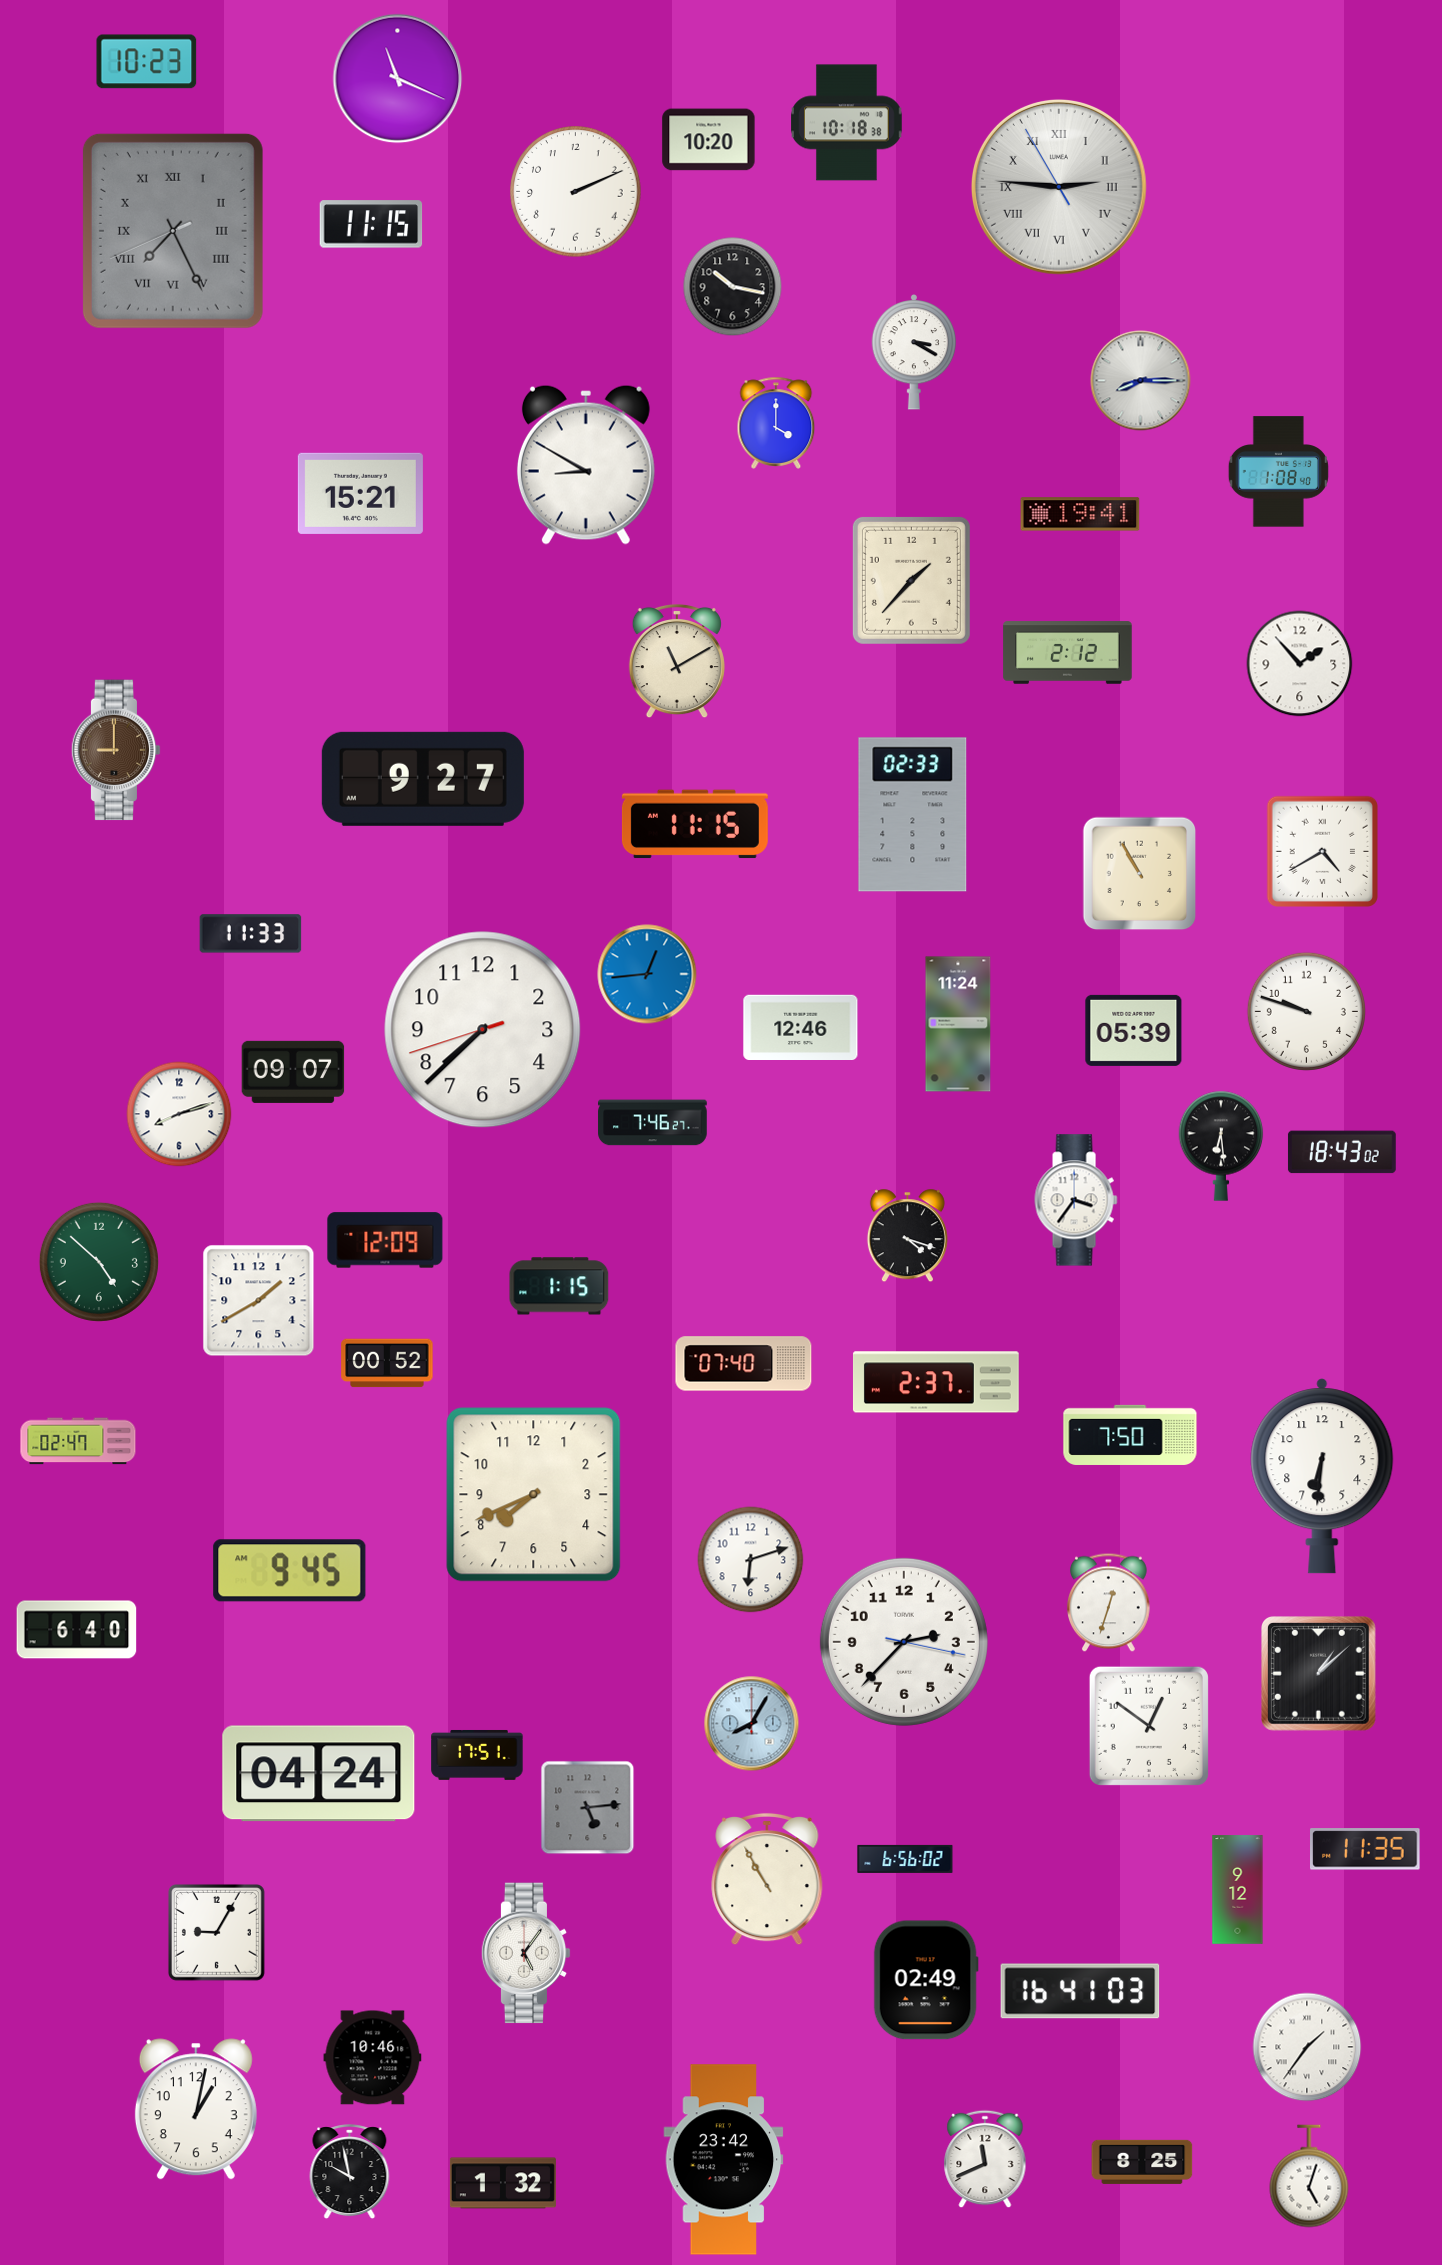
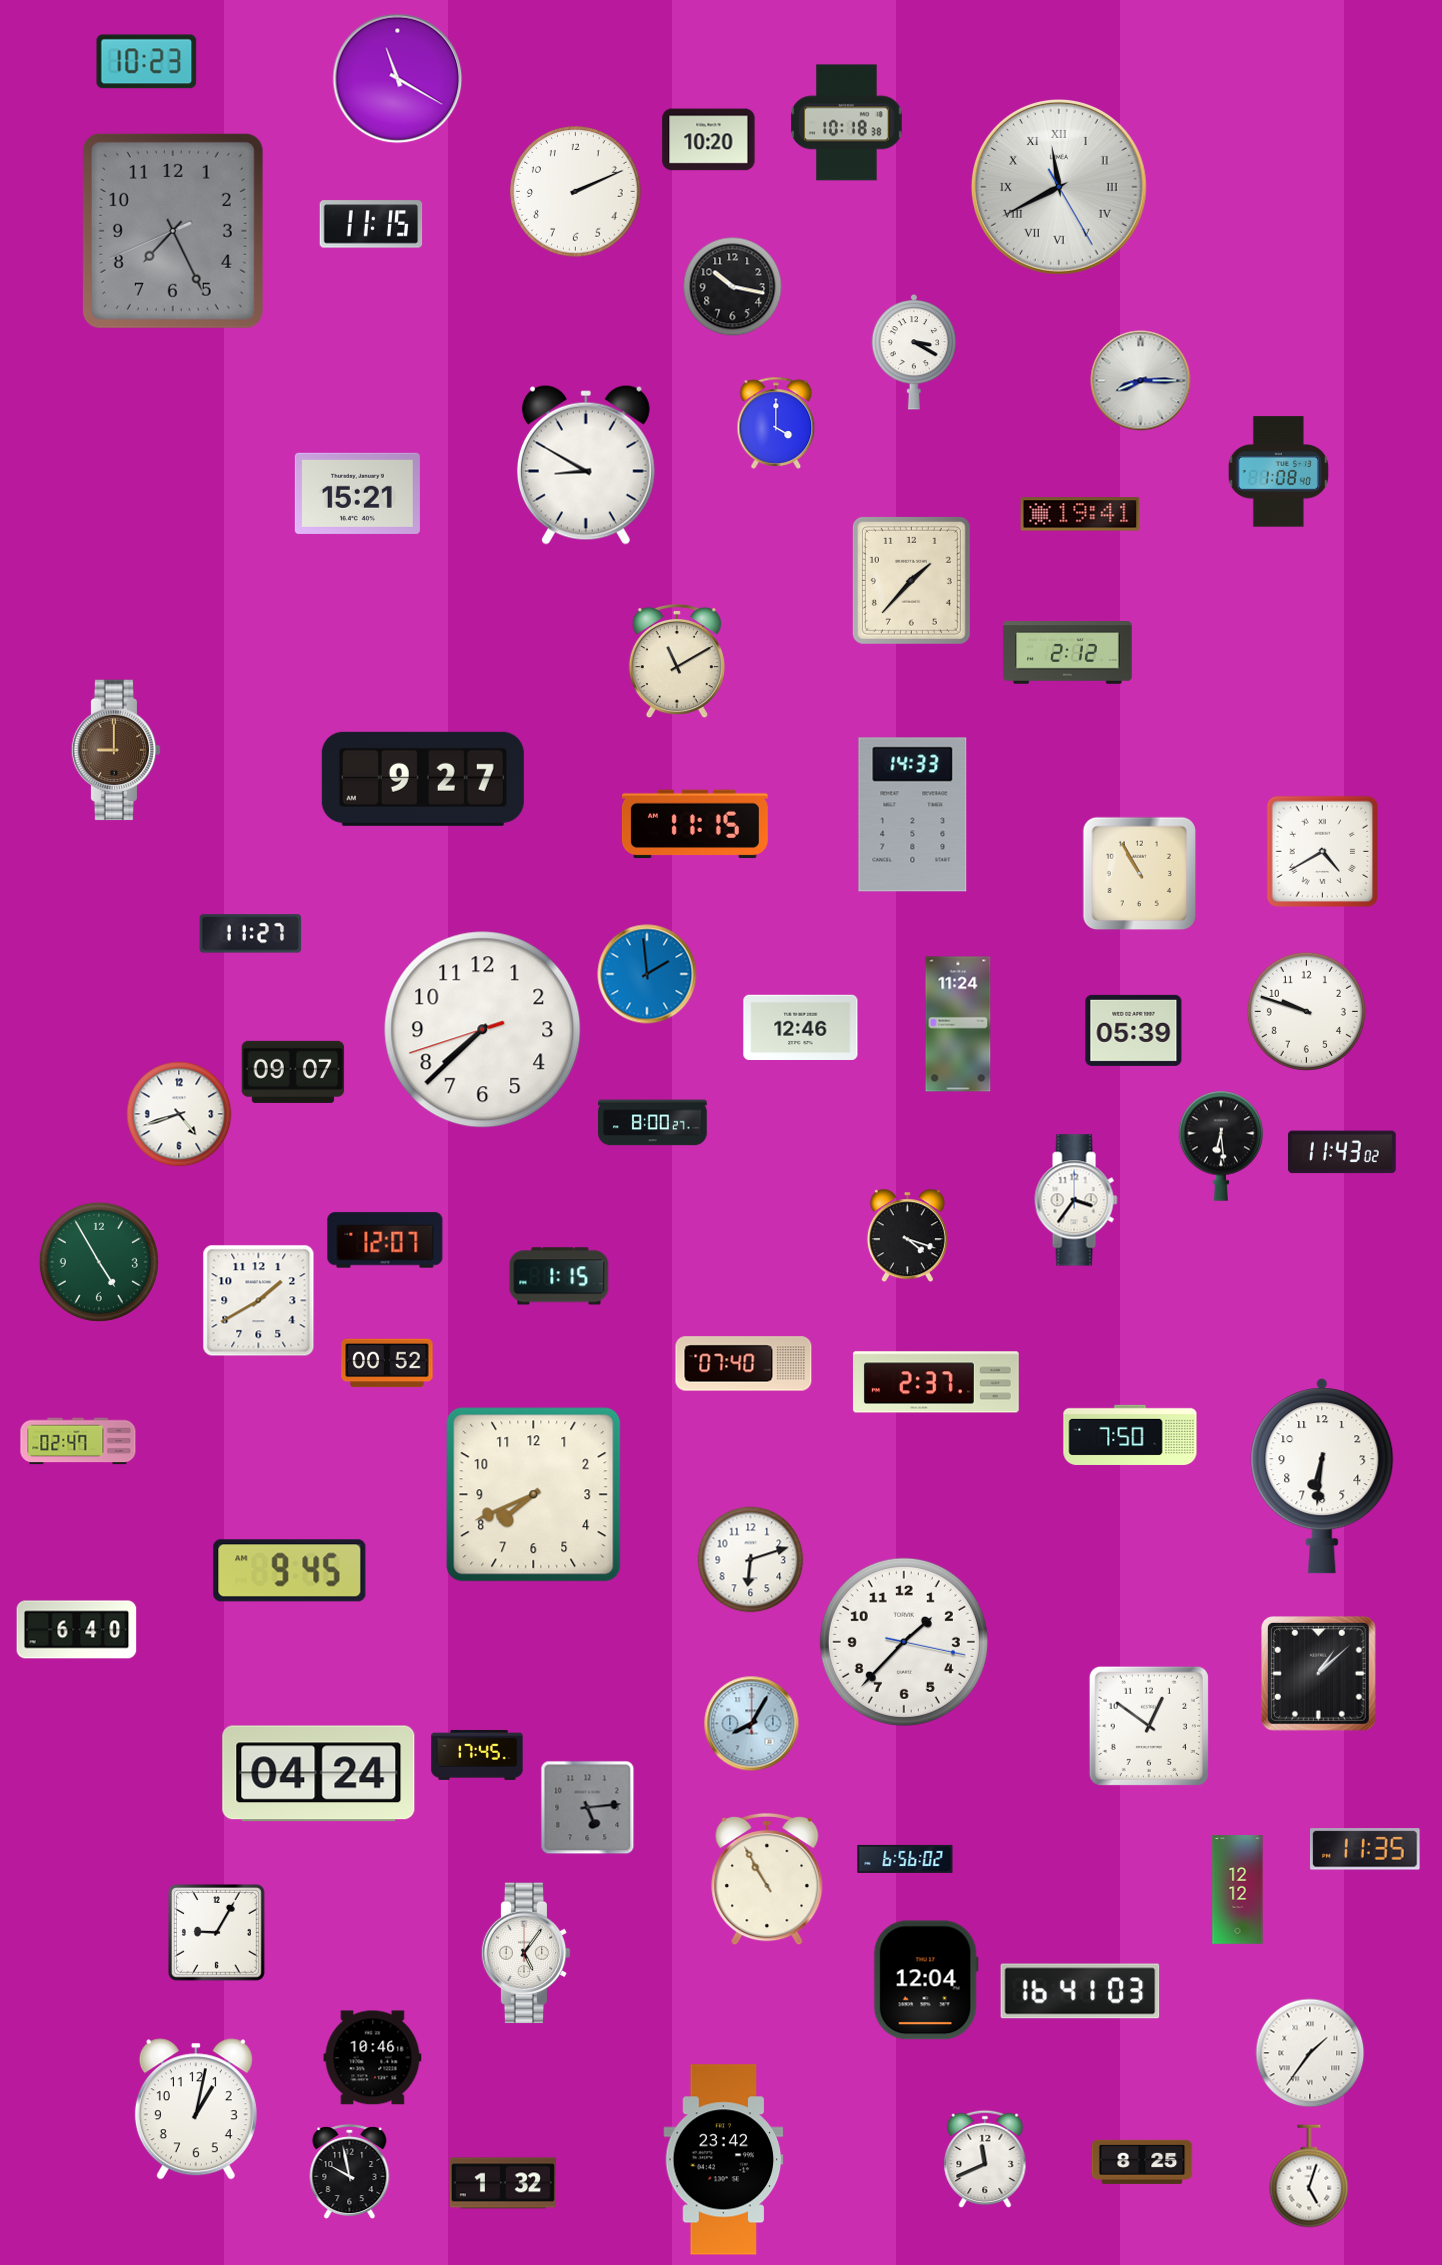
clock at (398, 79): 11:19 -> 11:20
clock at (1059, 187): 2:45 -> 11:40
clock at (173, 231) numerals: Roman -> Arabic
clock at (360, 493) position: (360, 493) -> (357, 493)
clock at (1300, 664): 1:53 -> none
clock at (913, 815): 02:33 -> 14:33
clock at (251, 934): 11:33 -> 11:27
clock at (647, 974): 12:44 -> 1:59
clock at (179, 1114): 8:12 -> 4:42
clock at (653, 1123): 7:46 -> 8:00
clock at (1342, 1152): 18:43 -> 11:43
clock at (385, 1240): 12:09 -> 12:07
clock at (99, 1262): 4:52 -> 4:55
clock at (559, 1286) position: (559, 1286) -> (559, 1276)
clock at (1109, 1603): 12:33 -> none
clock at (904, 1642): 2:37 -> 1:37
clock at (477, 1755): 17:51 -> 17:45
clock at (1238, 1890): 9:12 -> 12:12
clock at (926, 1980): 02:49 -> 12:04
clock at (1307, 2047) position: (1307, 2047) -> (1310, 2053)
